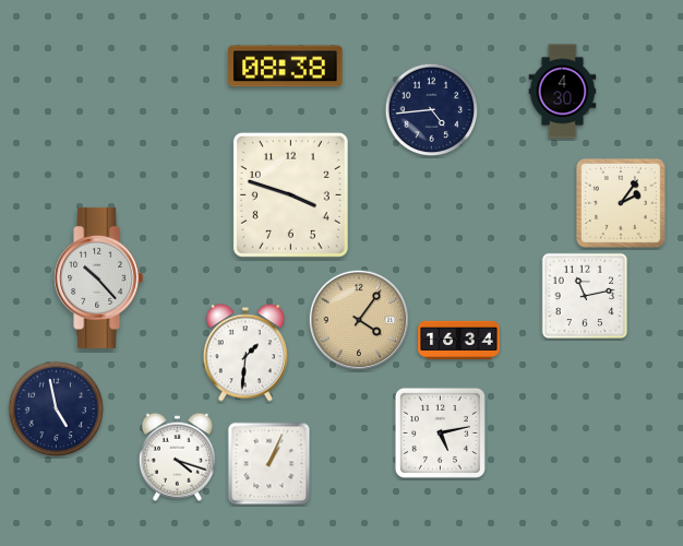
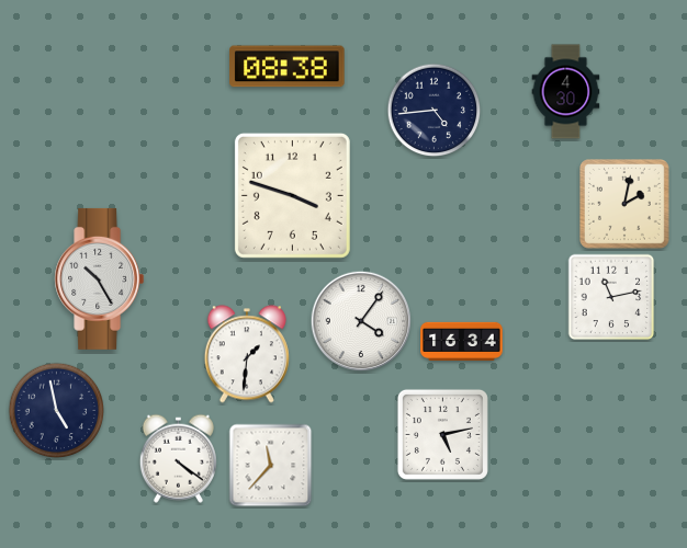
clock at (622, 204): 2:06 -> 2:02
clock at (99, 277): 10:23 -> 10:25
clock at (585, 296) position: (585, 296) -> (611, 297)
clock at (359, 320) dial: champagne -> white
clock at (177, 456): 4:18 -> 4:21
clock at (269, 464): 1:04 -> 11:37
